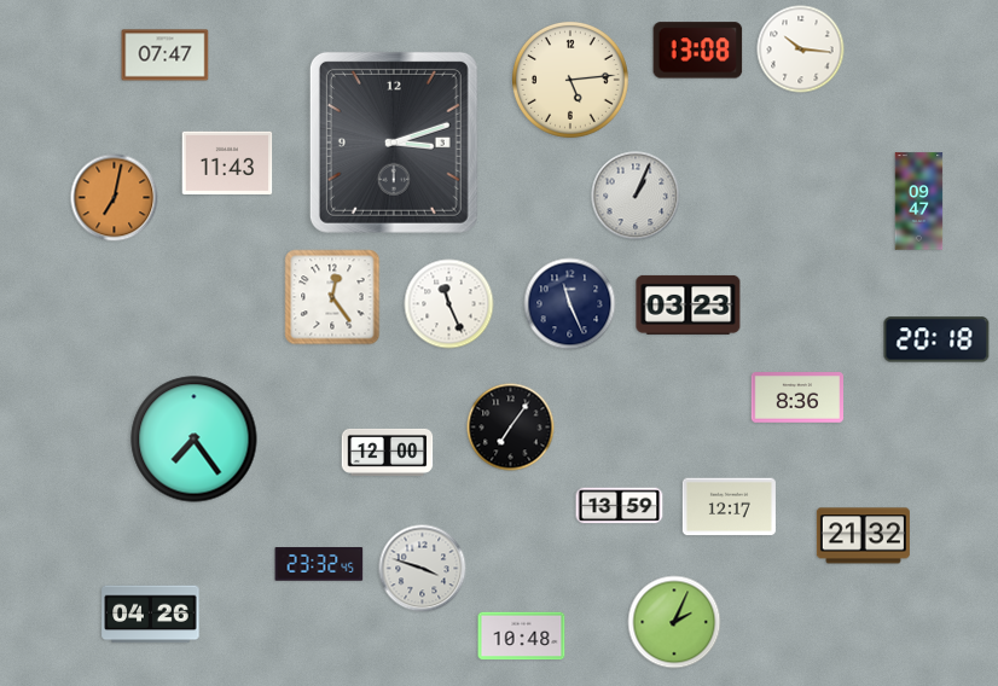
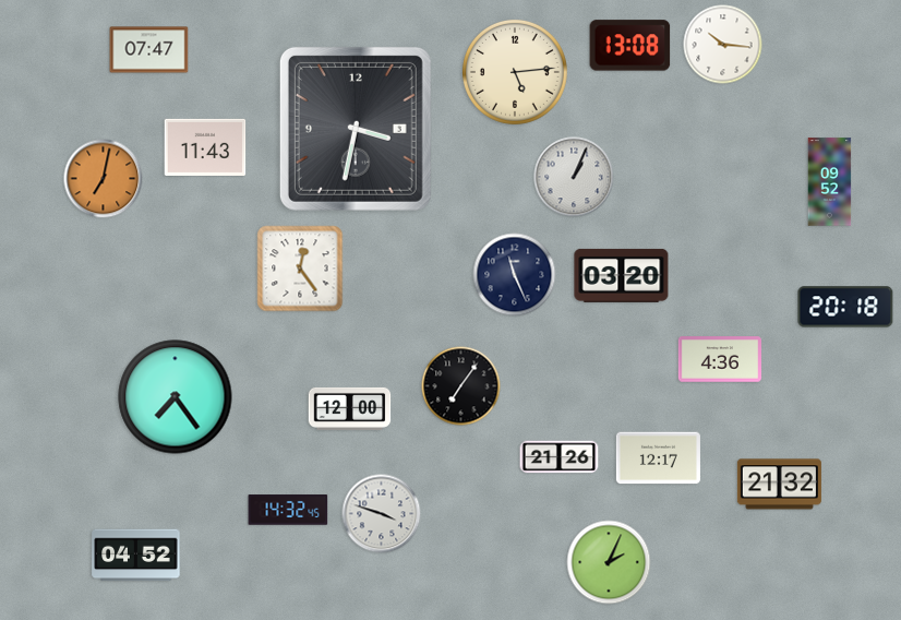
clock at (394, 143): 3:12 -> 3:32
clock at (919, 202): 09:47 -> 09:52
clock at (449, 304): 11:26 -> none
clock at (689, 304): 03:23 -> 03:20
clock at (796, 397): 8:36 -> 4:36
clock at (620, 506): 13:59 -> 21:26
clock at (319, 564): 23:32 -> 14:32
clock at (151, 615): 04:26 -> 04:52
clock at (522, 636): 10:48 -> none
